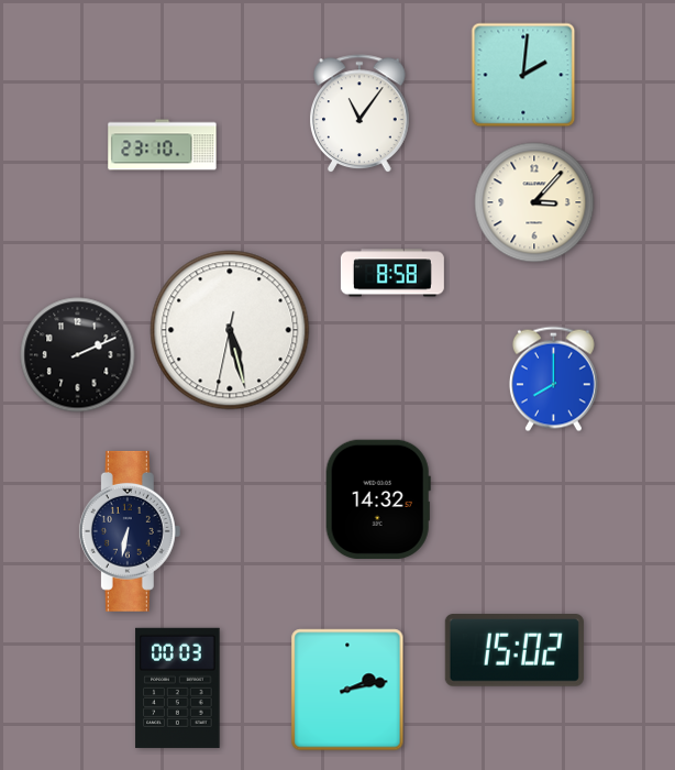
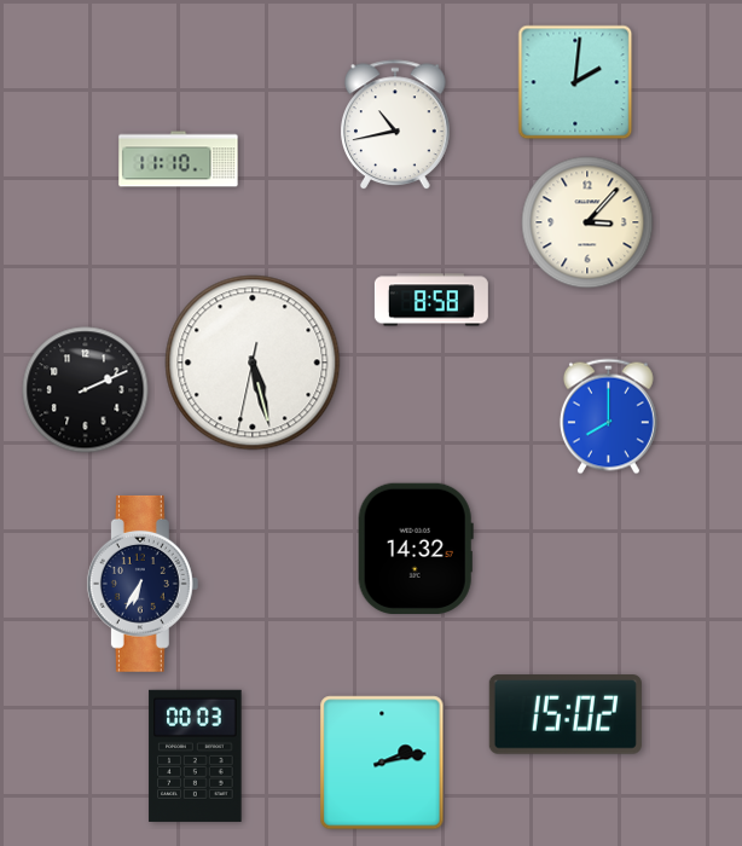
clock at (361, 114): 11:06 -> 10:43
clock at (163, 145): 23:10 -> 11:10
clock at (130, 531): 6:32 -> 6:35
clock at (347, 690) position: (347, 690) -> (382, 763)
